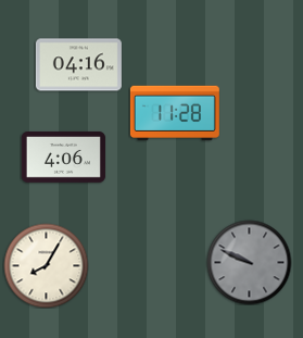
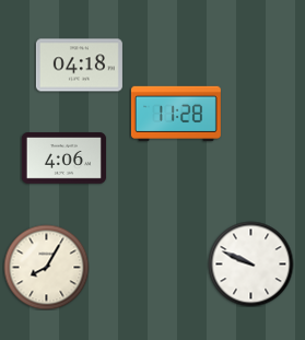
clock at (78, 65): 04:16 -> 04:18
clock at (249, 262) dial: grey -> white
